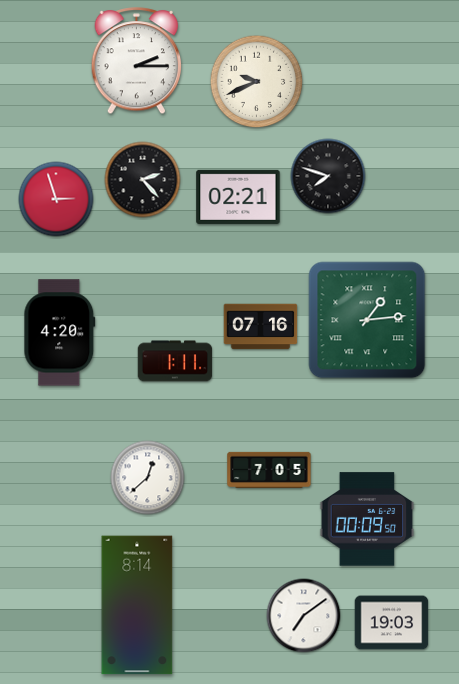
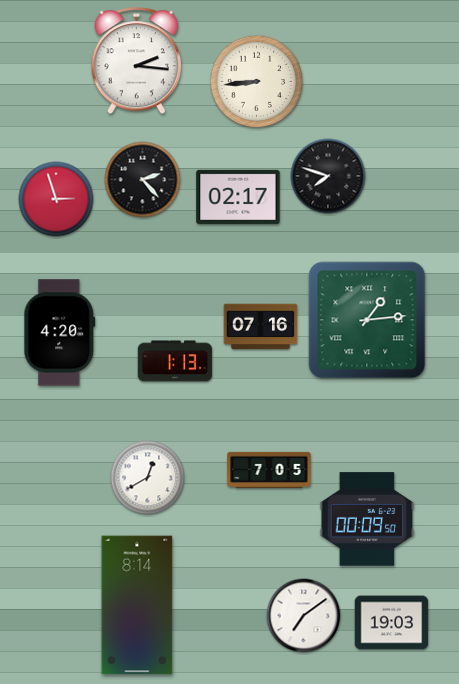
clock at (137, 61): 2:15 -> 2:16
clock at (257, 82): 9:41 -> 8:44
clock at (238, 197): 02:21 -> 02:17
clock at (175, 361): 1:11 -> 1:13
clock at (148, 478): 12:38 -> 12:40
